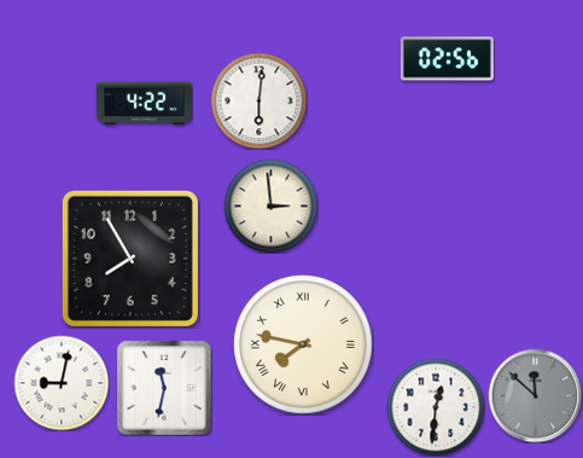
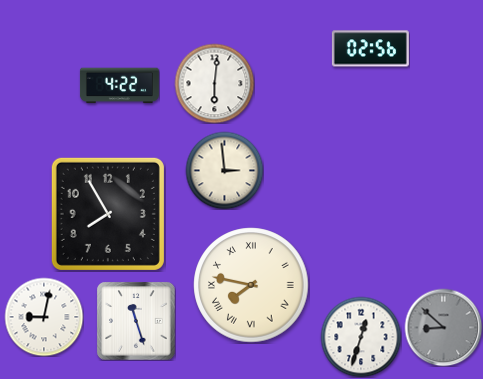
clock at (62, 383) position: (62, 383) -> (44, 317)
clock at (164, 388): 11:32 -> 11:27
clock at (535, 395): 11:52 -> 8:52
clock at (436, 407): 12:31 -> 12:33
